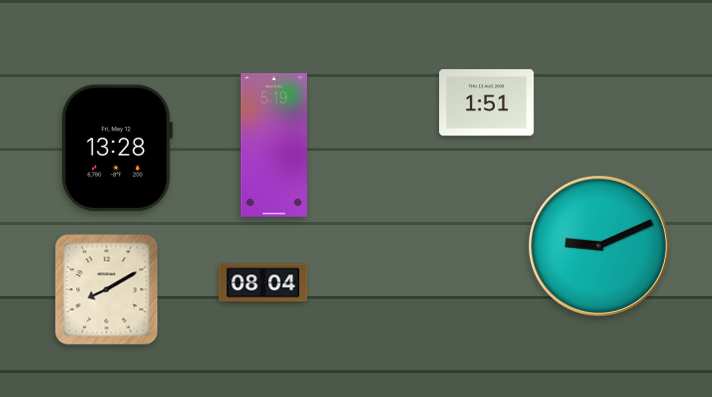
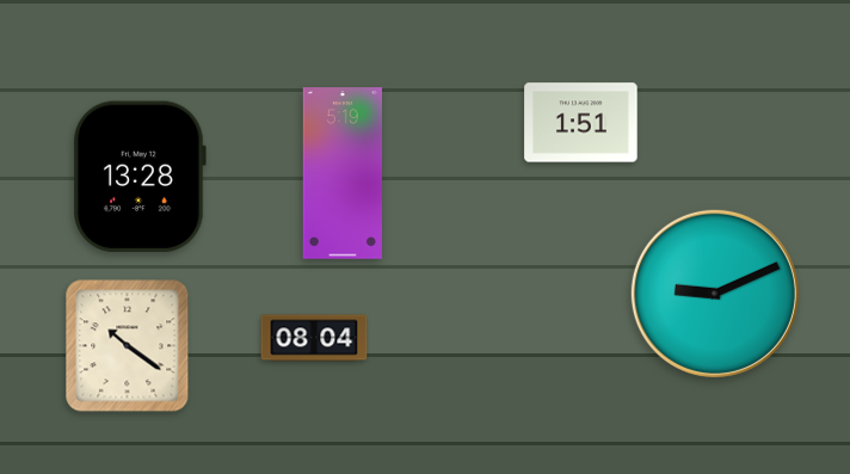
clock at (273, 145) position: (273, 145) -> (341, 173)
clock at (107, 290): 8:10 -> 10:21
